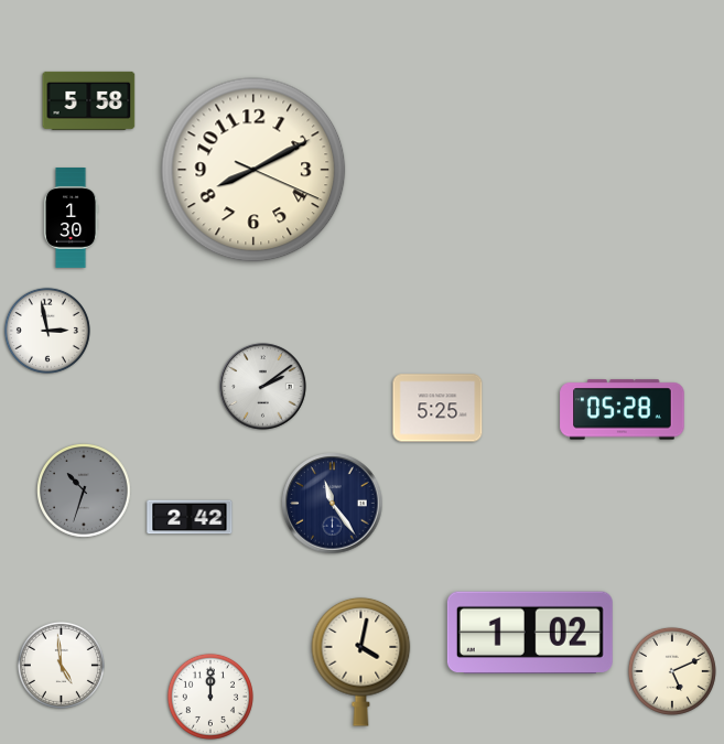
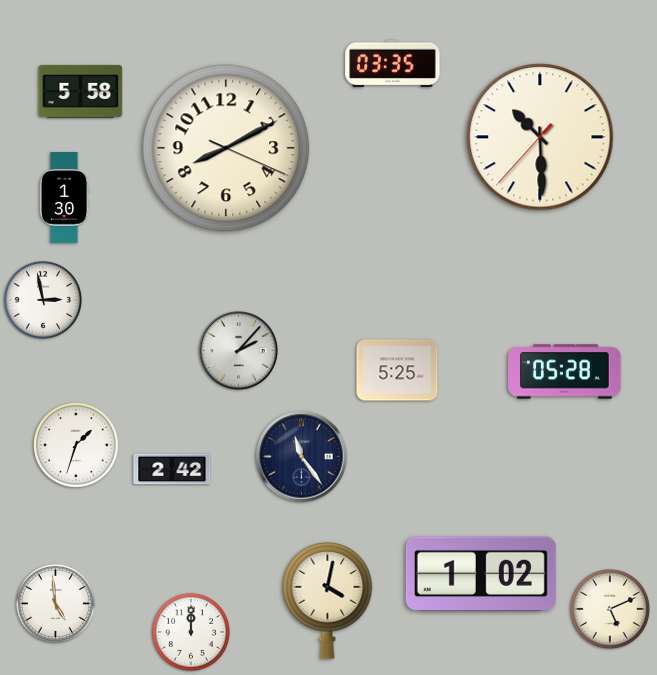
clock at (393, 64): none -> 03:35
clock at (540, 137): none -> 10:29
clock at (253, 170) position: (253, 170) -> (226, 148)
clock at (263, 387): 2:09 -> 2:07
clock at (84, 490): 10:33 -> 1:33
clock at (84, 490) dial: grey -> white
